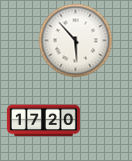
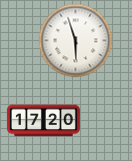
clock at (76, 41): 5:53 -> 5:57
